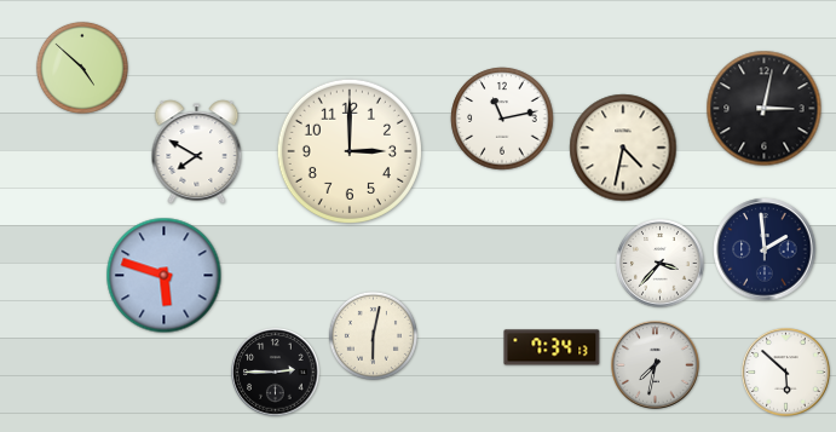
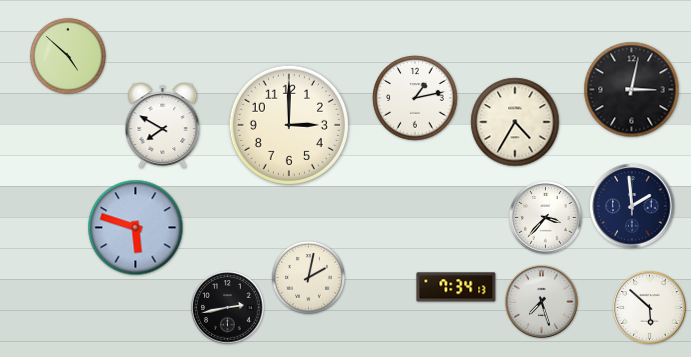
clock at (502, 119): 11:13 -> 1:13
clock at (623, 148): 4:32 -> 4:35
clock at (373, 335): 6:02 -> 2:02
clock at (656, 365): 7:32 -> 7:27
clock at (276, 373): 2:45 -> 2:43
